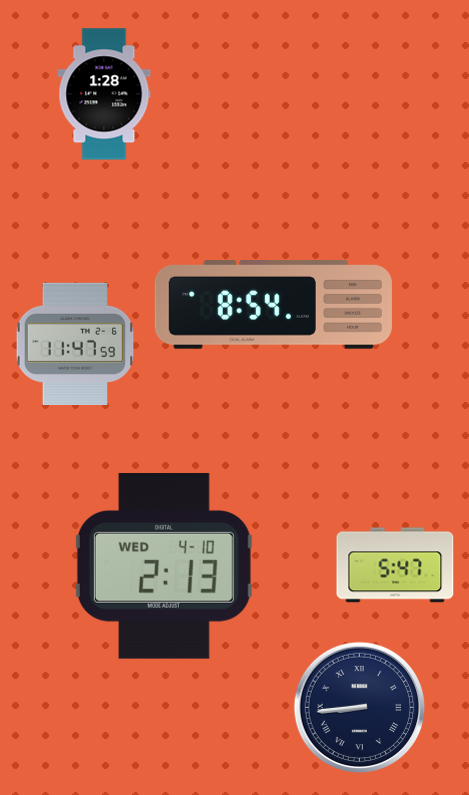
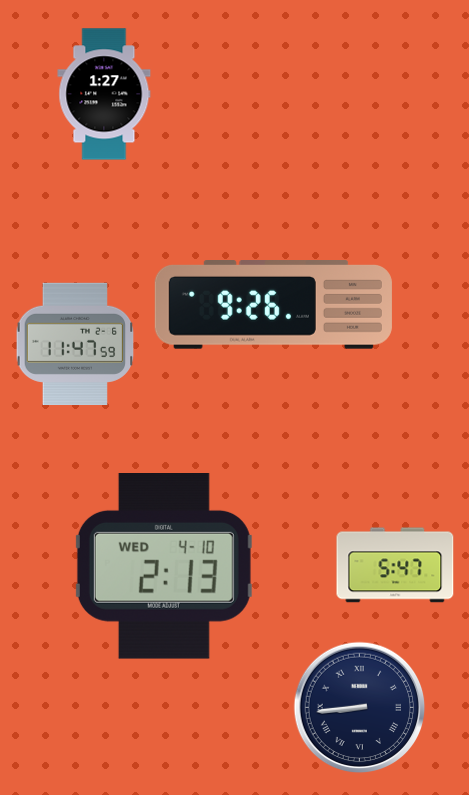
clock at (104, 94): 1:28 -> 1:27
clock at (273, 305): 8:54 -> 9:26
